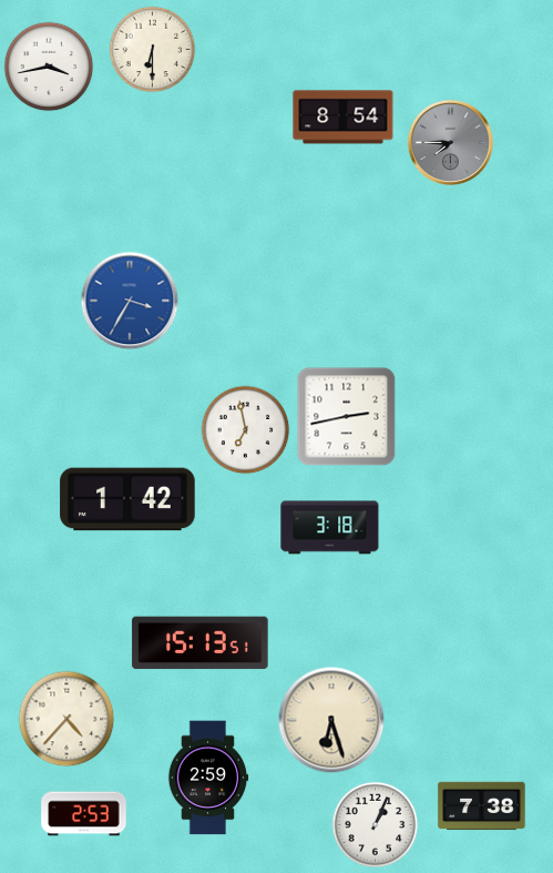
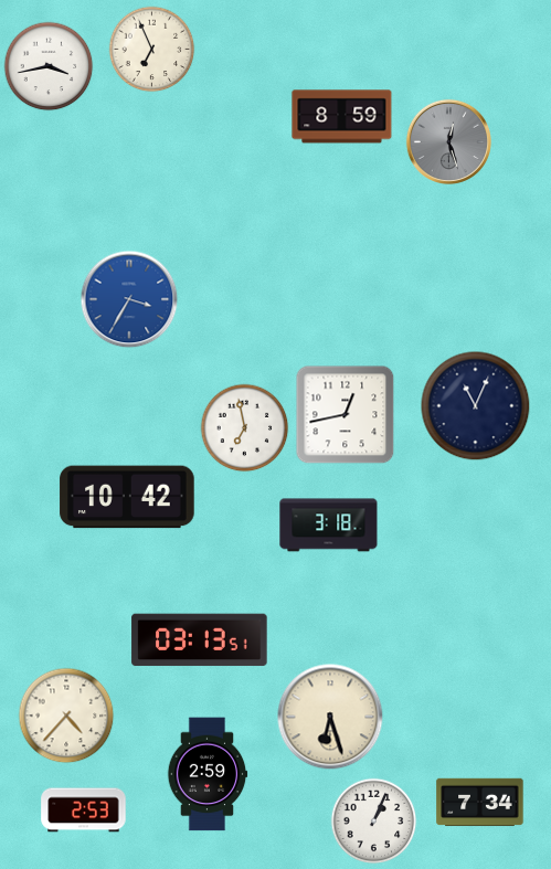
clock at (152, 49): 6:30 -> 6:56
clock at (344, 118): 8:54 -> 8:59
clock at (450, 142): 7:45 -> 12:27
clock at (476, 406): none -> 11:04
clock at (346, 416): 2:43 -> 12:43
clock at (127, 499): 1:42 -> 10:42
clock at (201, 643): 15:13 -> 03:13
clock at (482, 806): 7:38 -> 7:34
